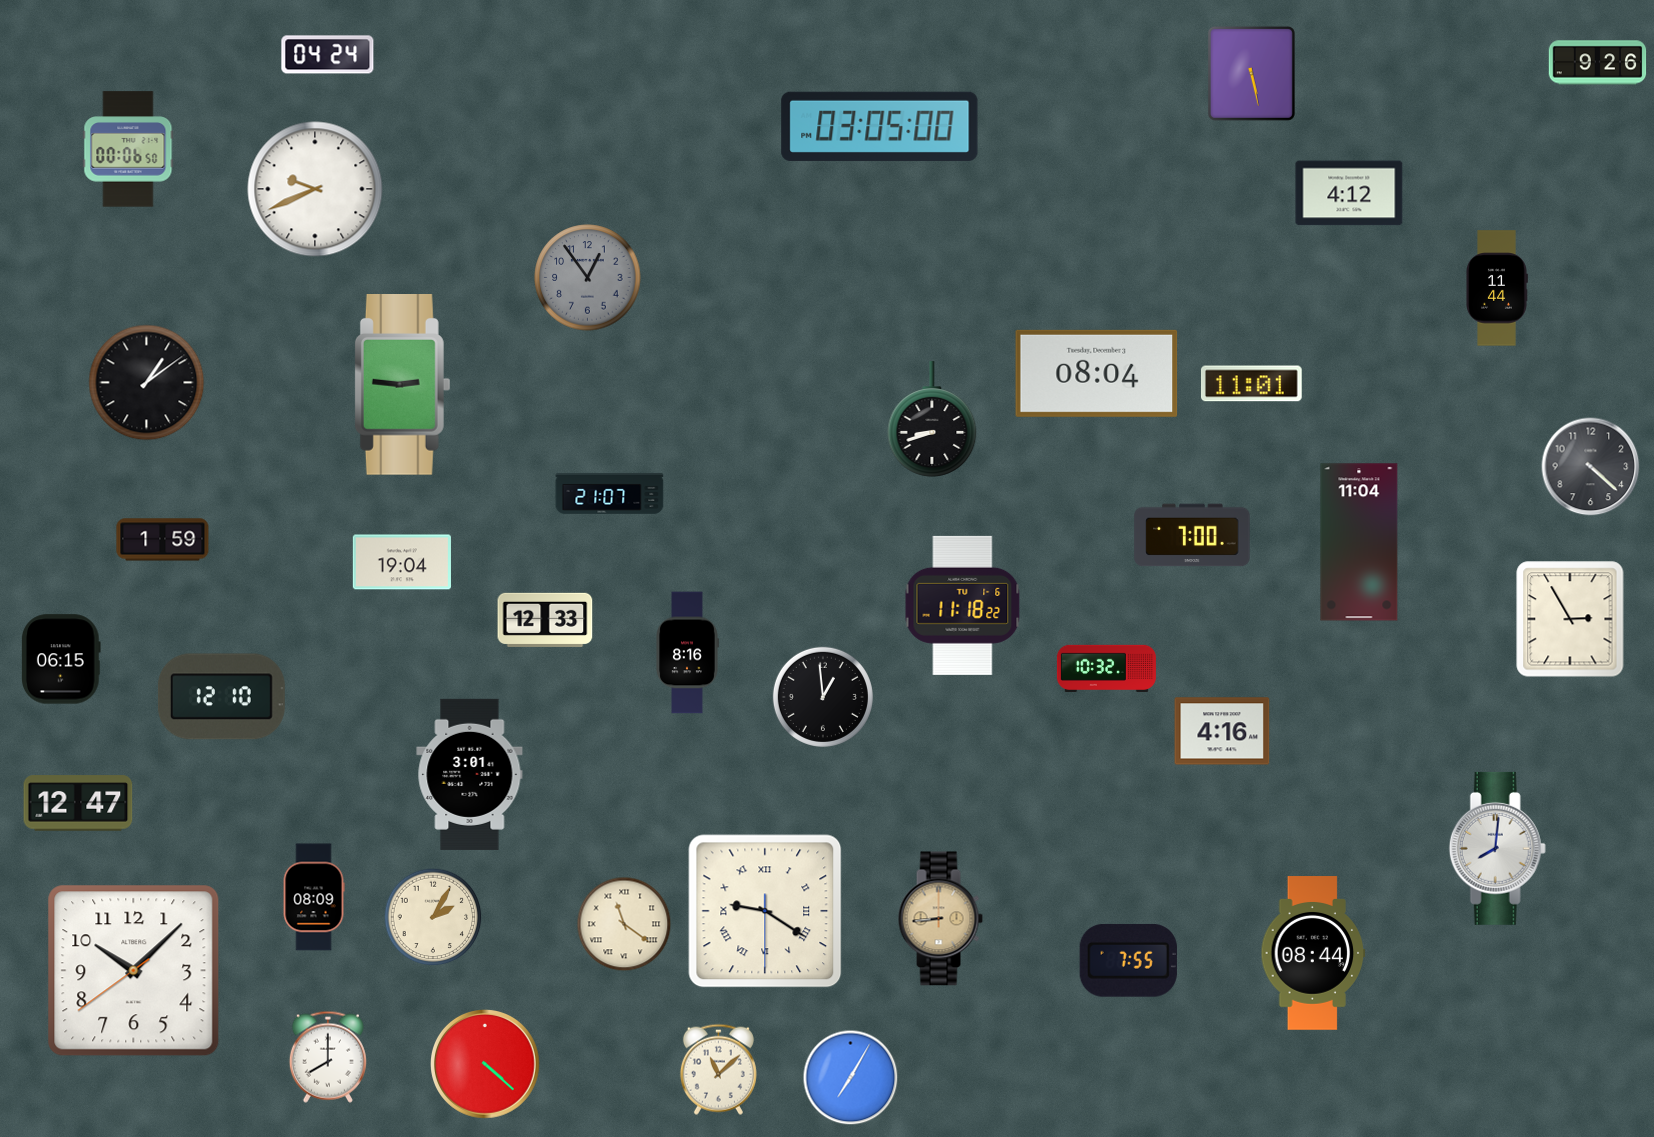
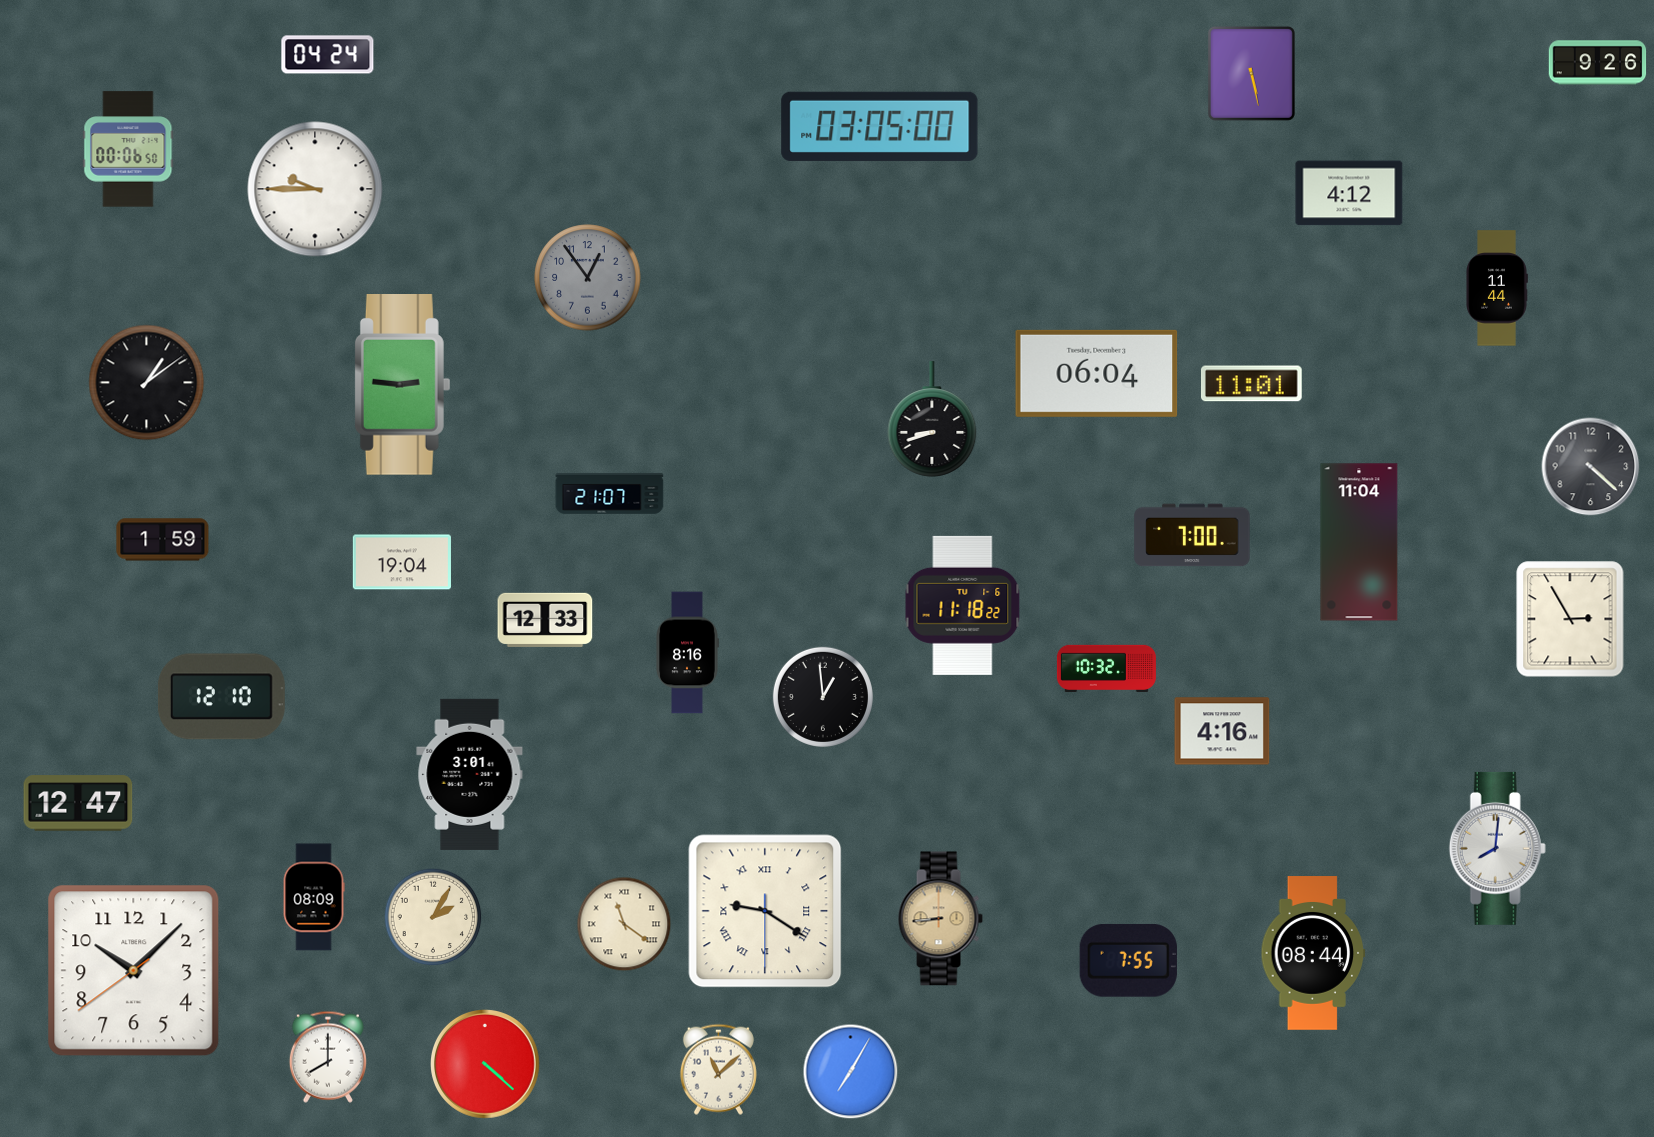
clock at (315, 189): 9:41 -> 9:45
clock at (1097, 373): 08:04 -> 06:04
clock at (62, 659): 06:15 -> none
clock at (851, 1078) position: (851, 1078) -> (851, 1072)
